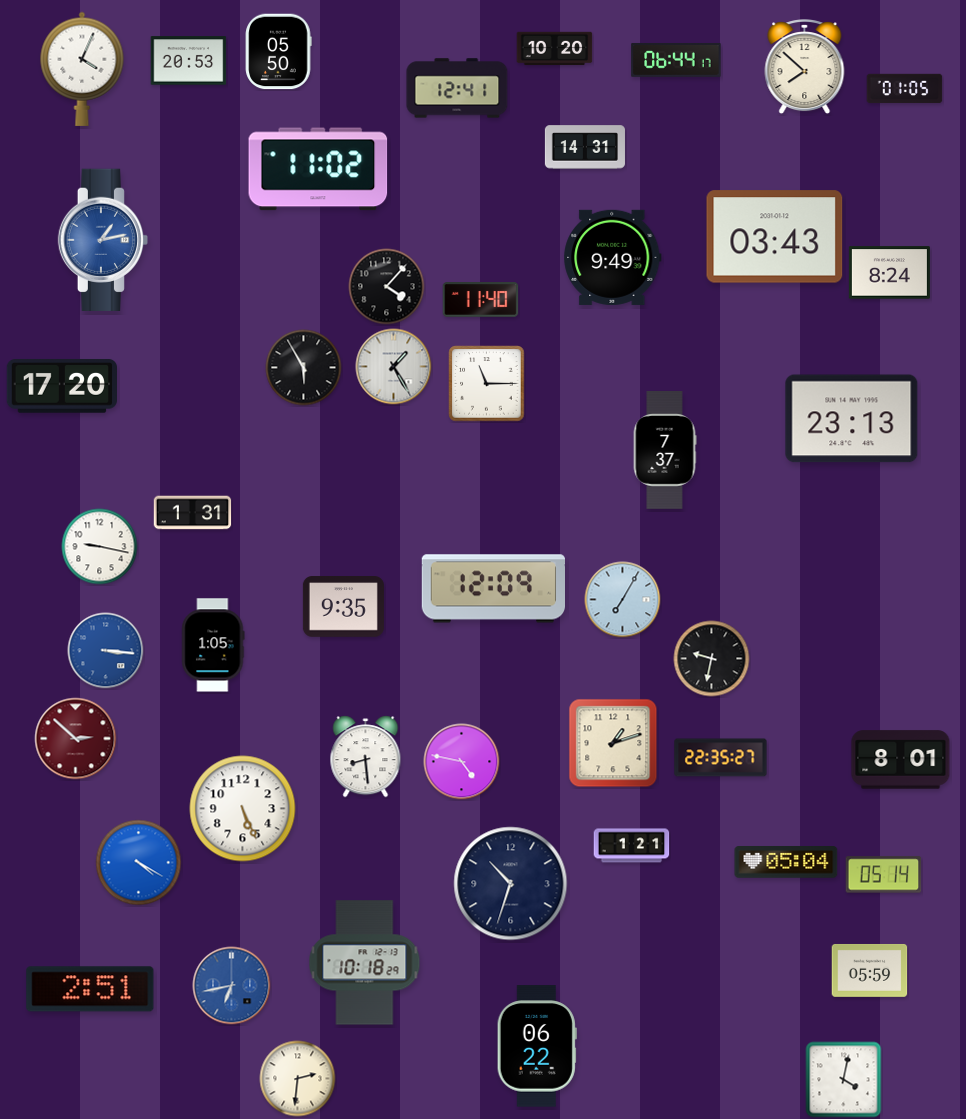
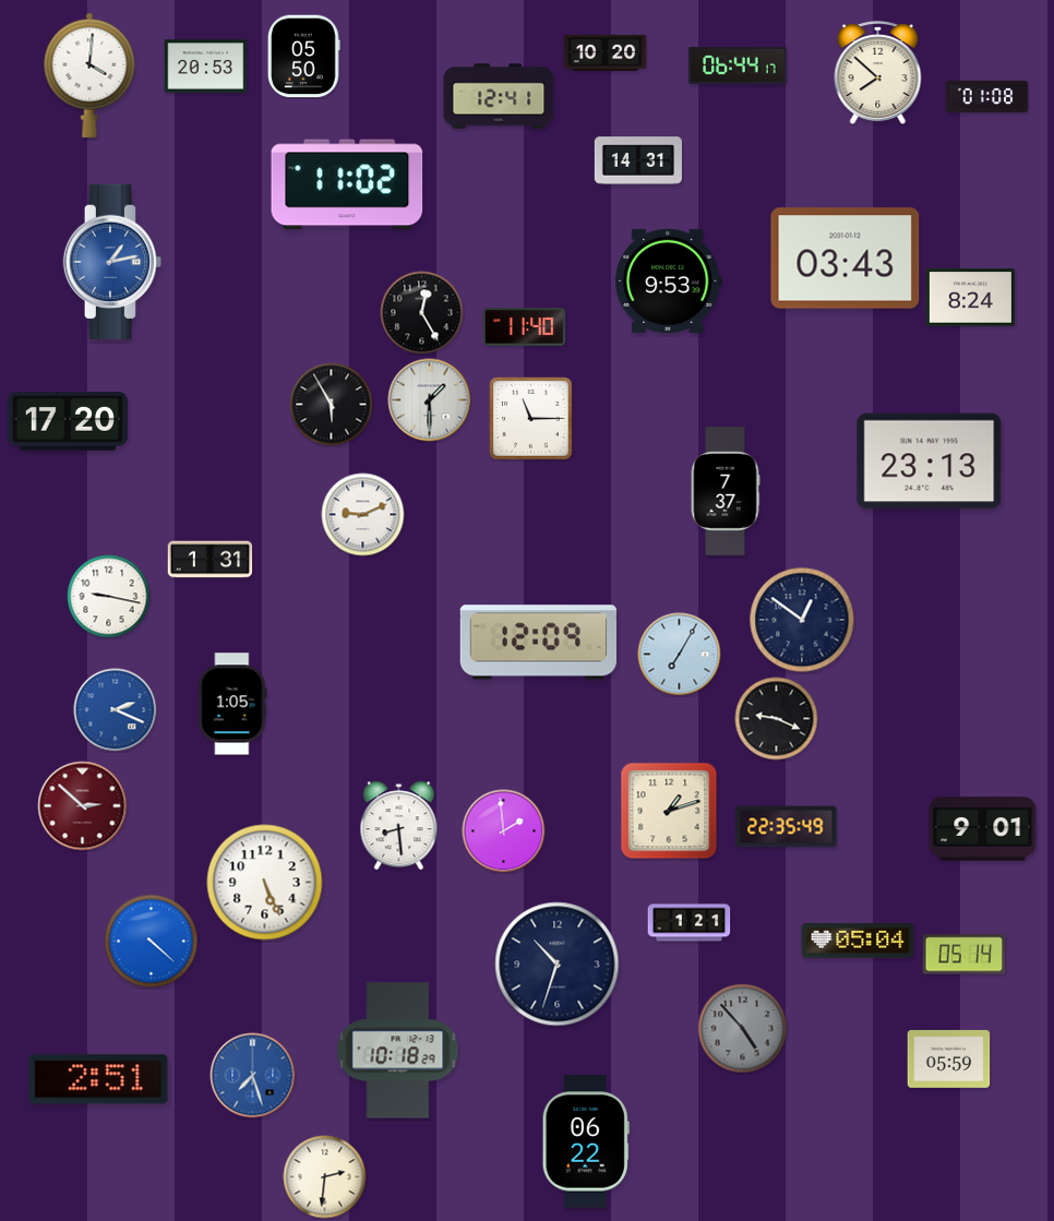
clock at (82, 69): 4:04 -> 4:01
clock at (905, 89): 01:05 -> 01:08
clock at (613, 257): 9:49 -> 9:53
clock at (387, 287): 4:07 -> 12:25
clock at (394, 367): 1:25 -> 1:30
clock at (304, 368) position: (304, 368) -> (332, 405)
clock at (852, 419) position: (852, 419) -> (930, 462)
clock at (363, 515): none -> 9:11
clock at (802, 620): none -> 12:51
clock at (343, 607): 9:35 -> none
clock at (106, 651): 3:16 -> 2:19
clock at (712, 659): 9:32 -> 9:19
clock at (721, 758): 22:35:27 -> 22:35:49
clock at (901, 760): 8:01 -> 9:01
clock at (462, 762): 4:47 -> 1:59
clock at (139, 863): 4:20 -> 4:22
clock at (743, 1029): none -> 4:53
clock at (232, 986): 6:43 -> 7:27
clock at (844, 1080): 4:02 -> none
